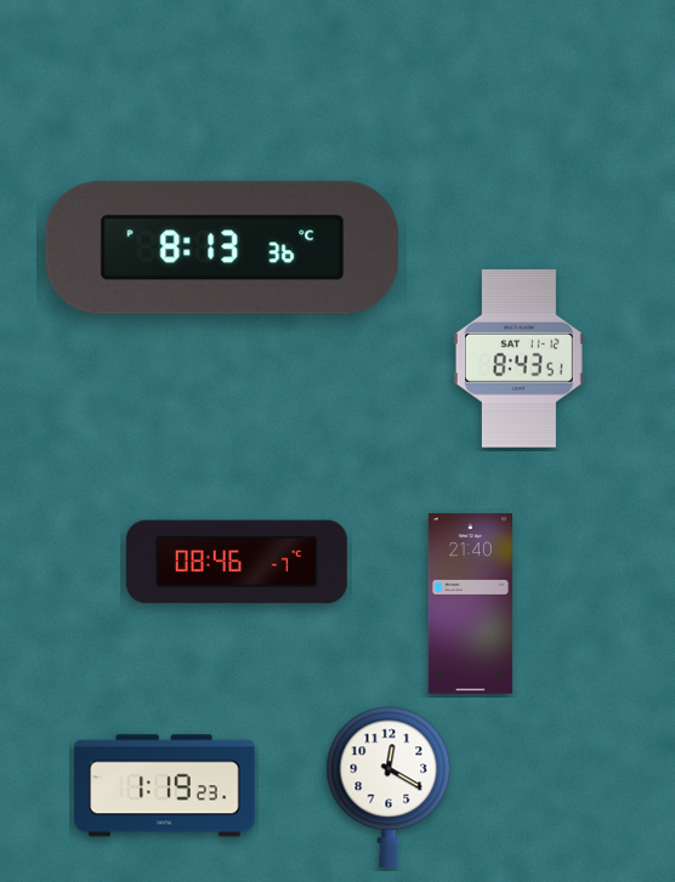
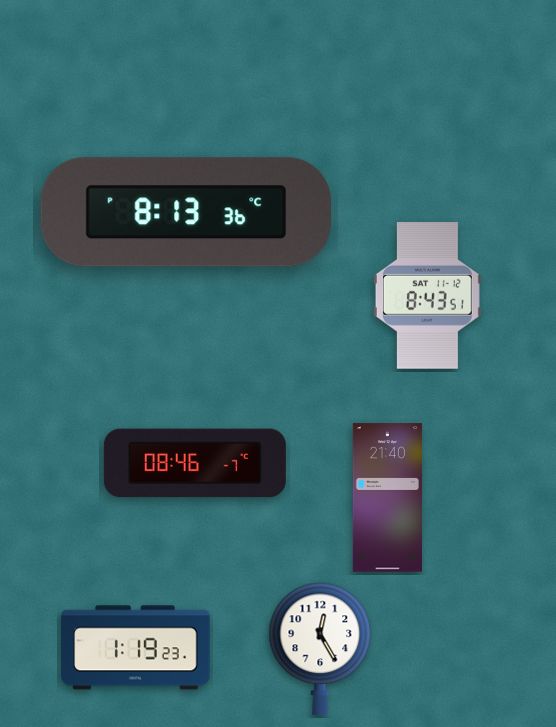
clock at (221, 247) position: (221, 247) -> (185, 212)
clock at (388, 787): 12:20 -> 12:25
